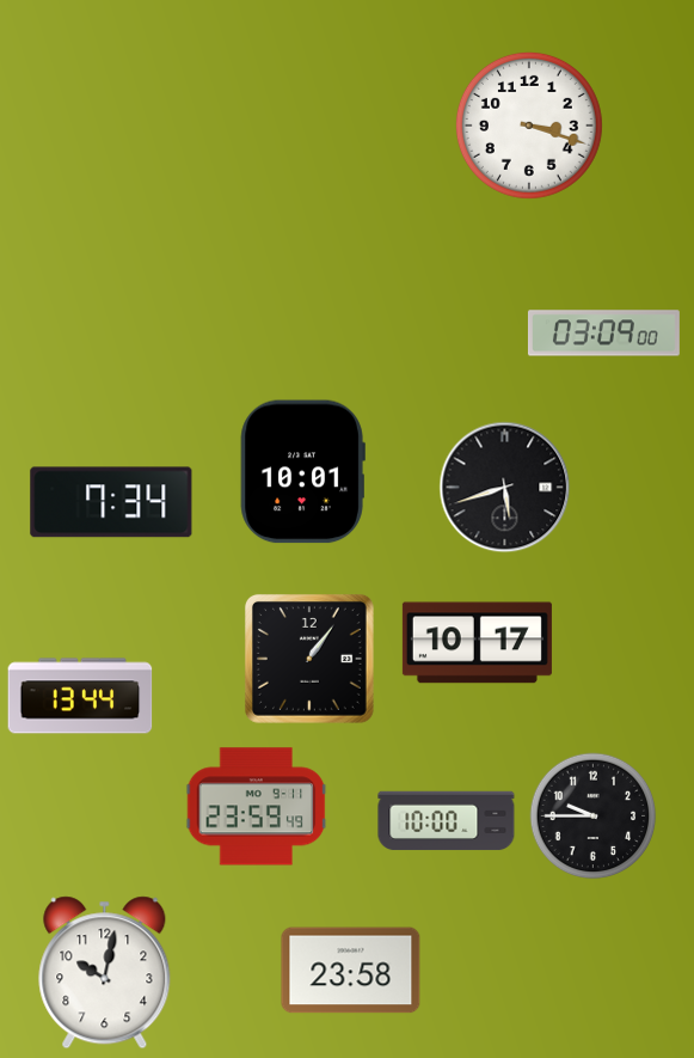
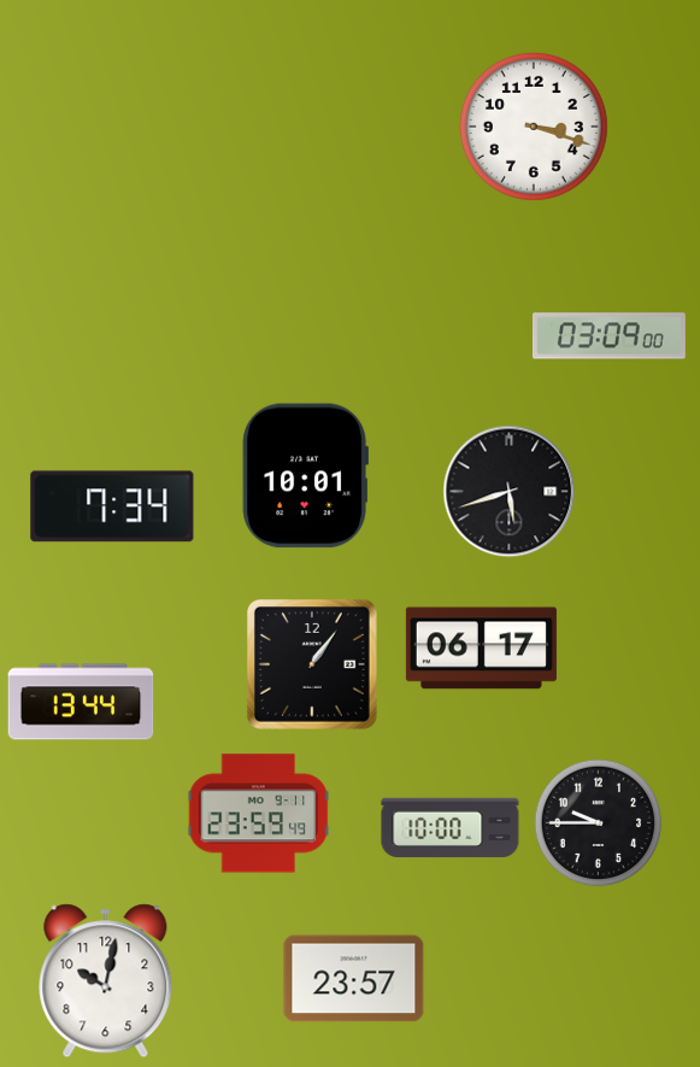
clock at (477, 643): 10:17 -> 06:17
clock at (351, 971): 23:58 -> 23:57
